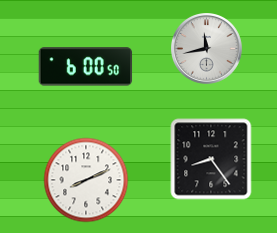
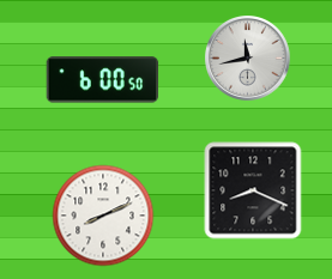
clock at (211, 159): 8:24 -> 8:19
